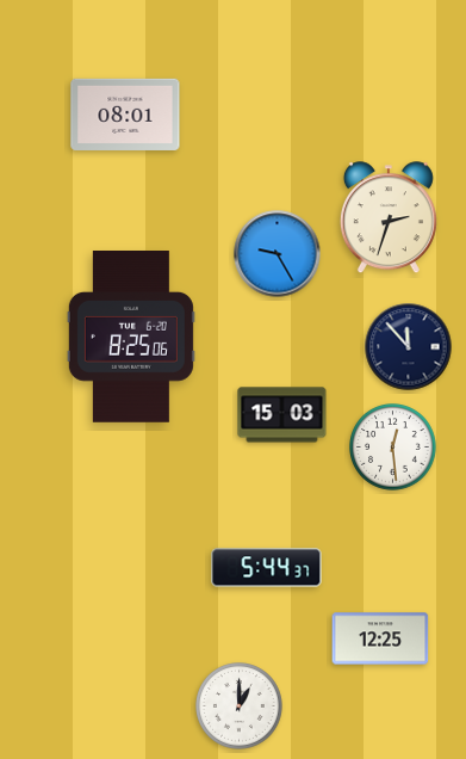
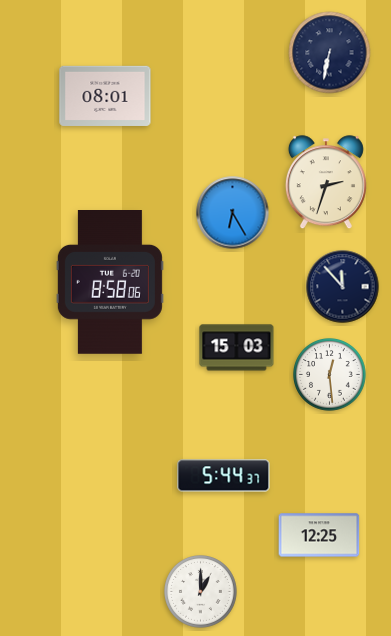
clock at (330, 53): none -> 6:32
clock at (278, 254): 9:25 -> 6:25
clock at (131, 338): 8:25 -> 8:58
clock at (409, 347) position: (409, 347) -> (343, 287)
